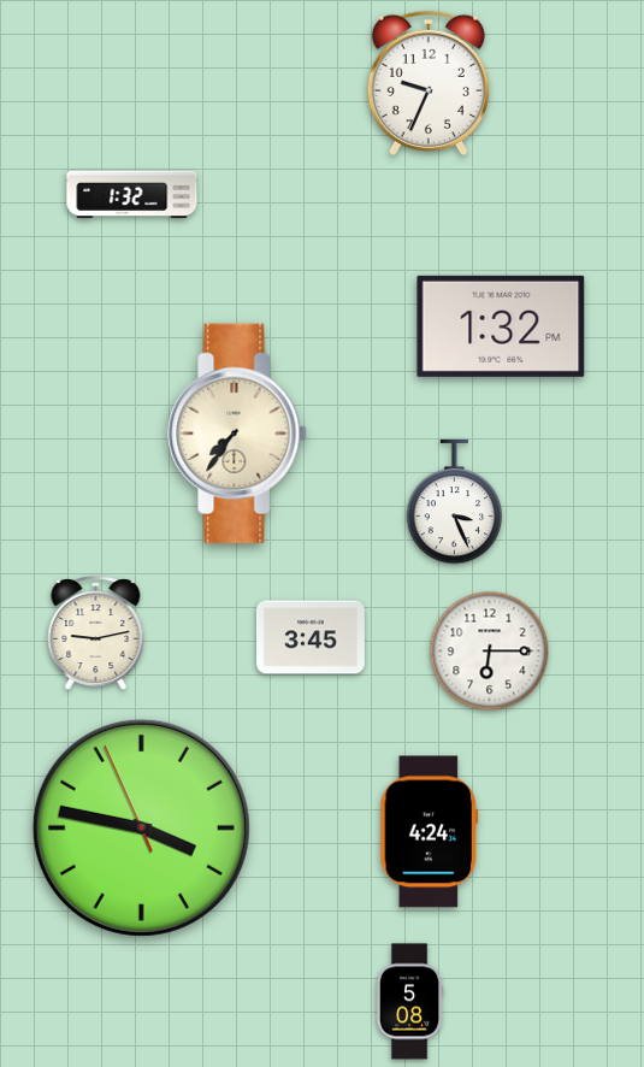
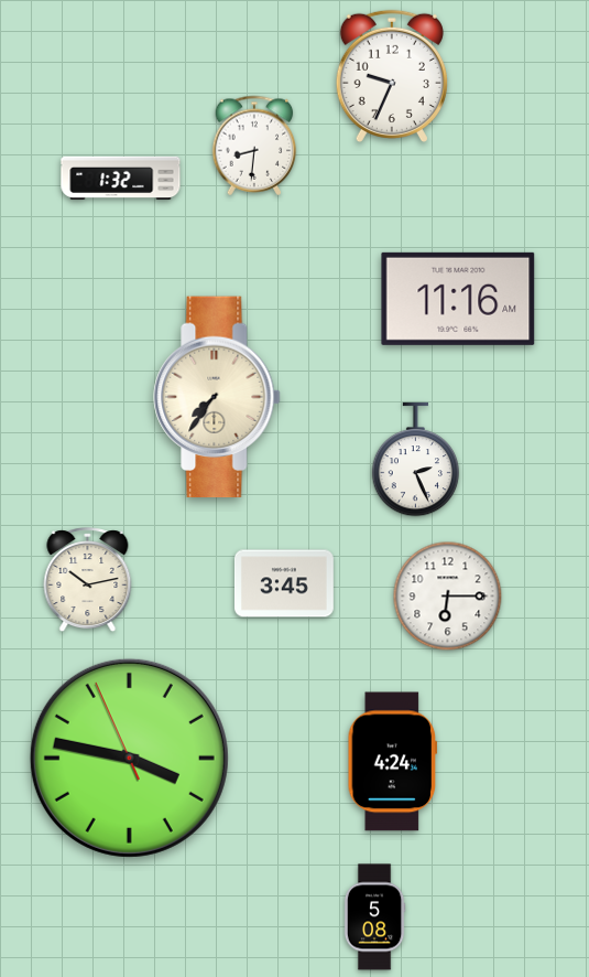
clock at (254, 146): none -> 8:31
clock at (501, 326): 1:32 -> 11:16
clock at (455, 502): 3:26 -> 2:26
clock at (96, 633): 9:13 -> 10:13
